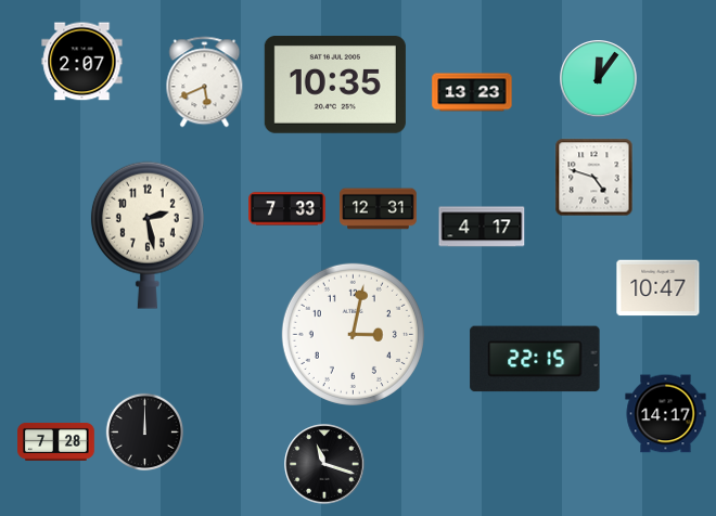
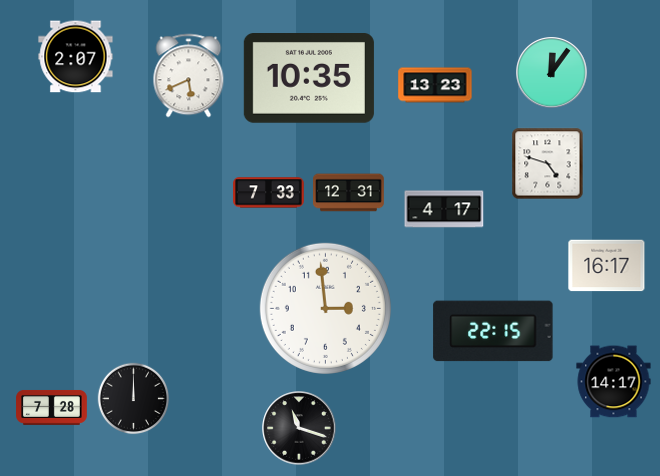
clock at (287, 209) position: (287, 209) -> (269, 193)
clock at (148, 235): 2:28 -> none
clock at (659, 288): 10:47 -> 16:17
clock at (353, 334): 3:02 -> 2:59
